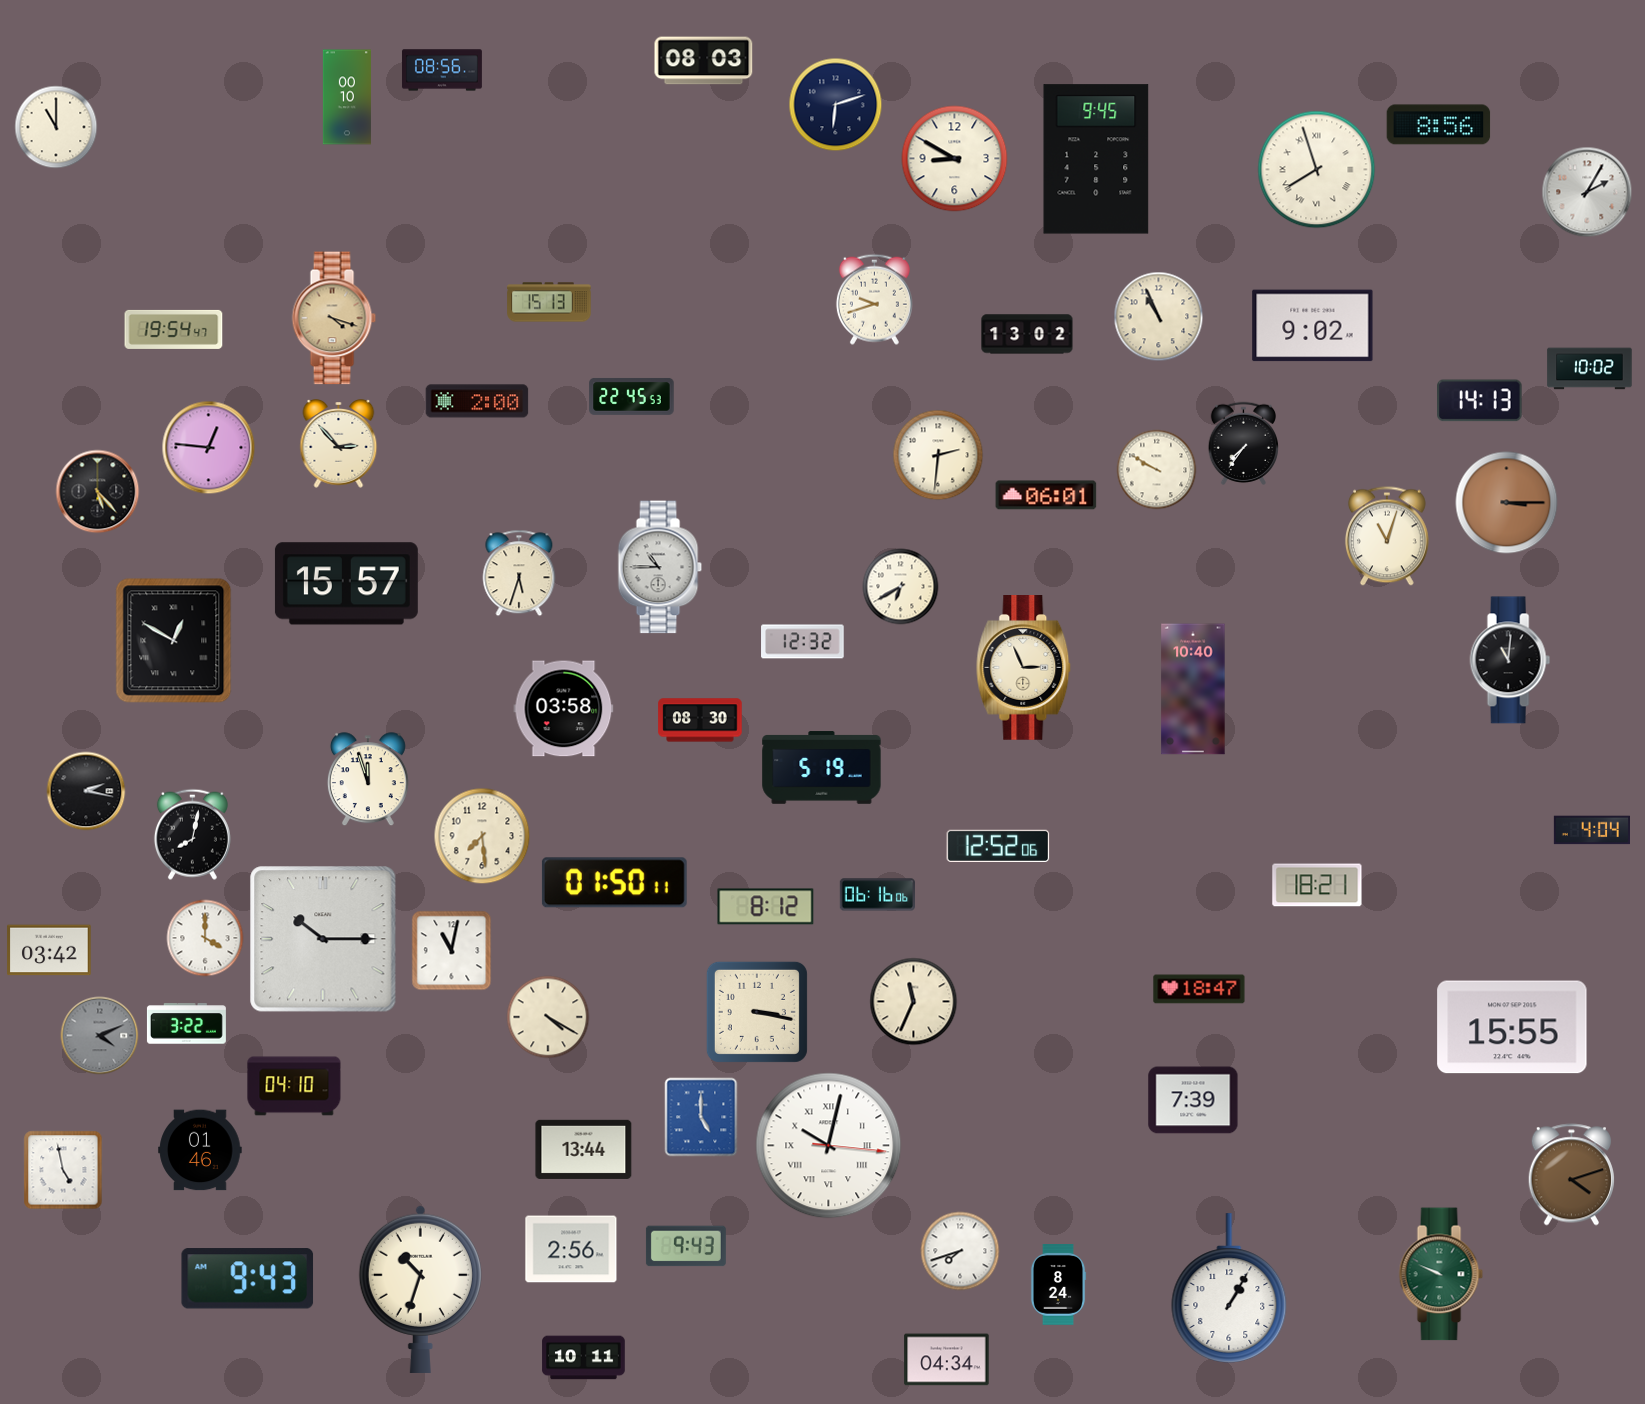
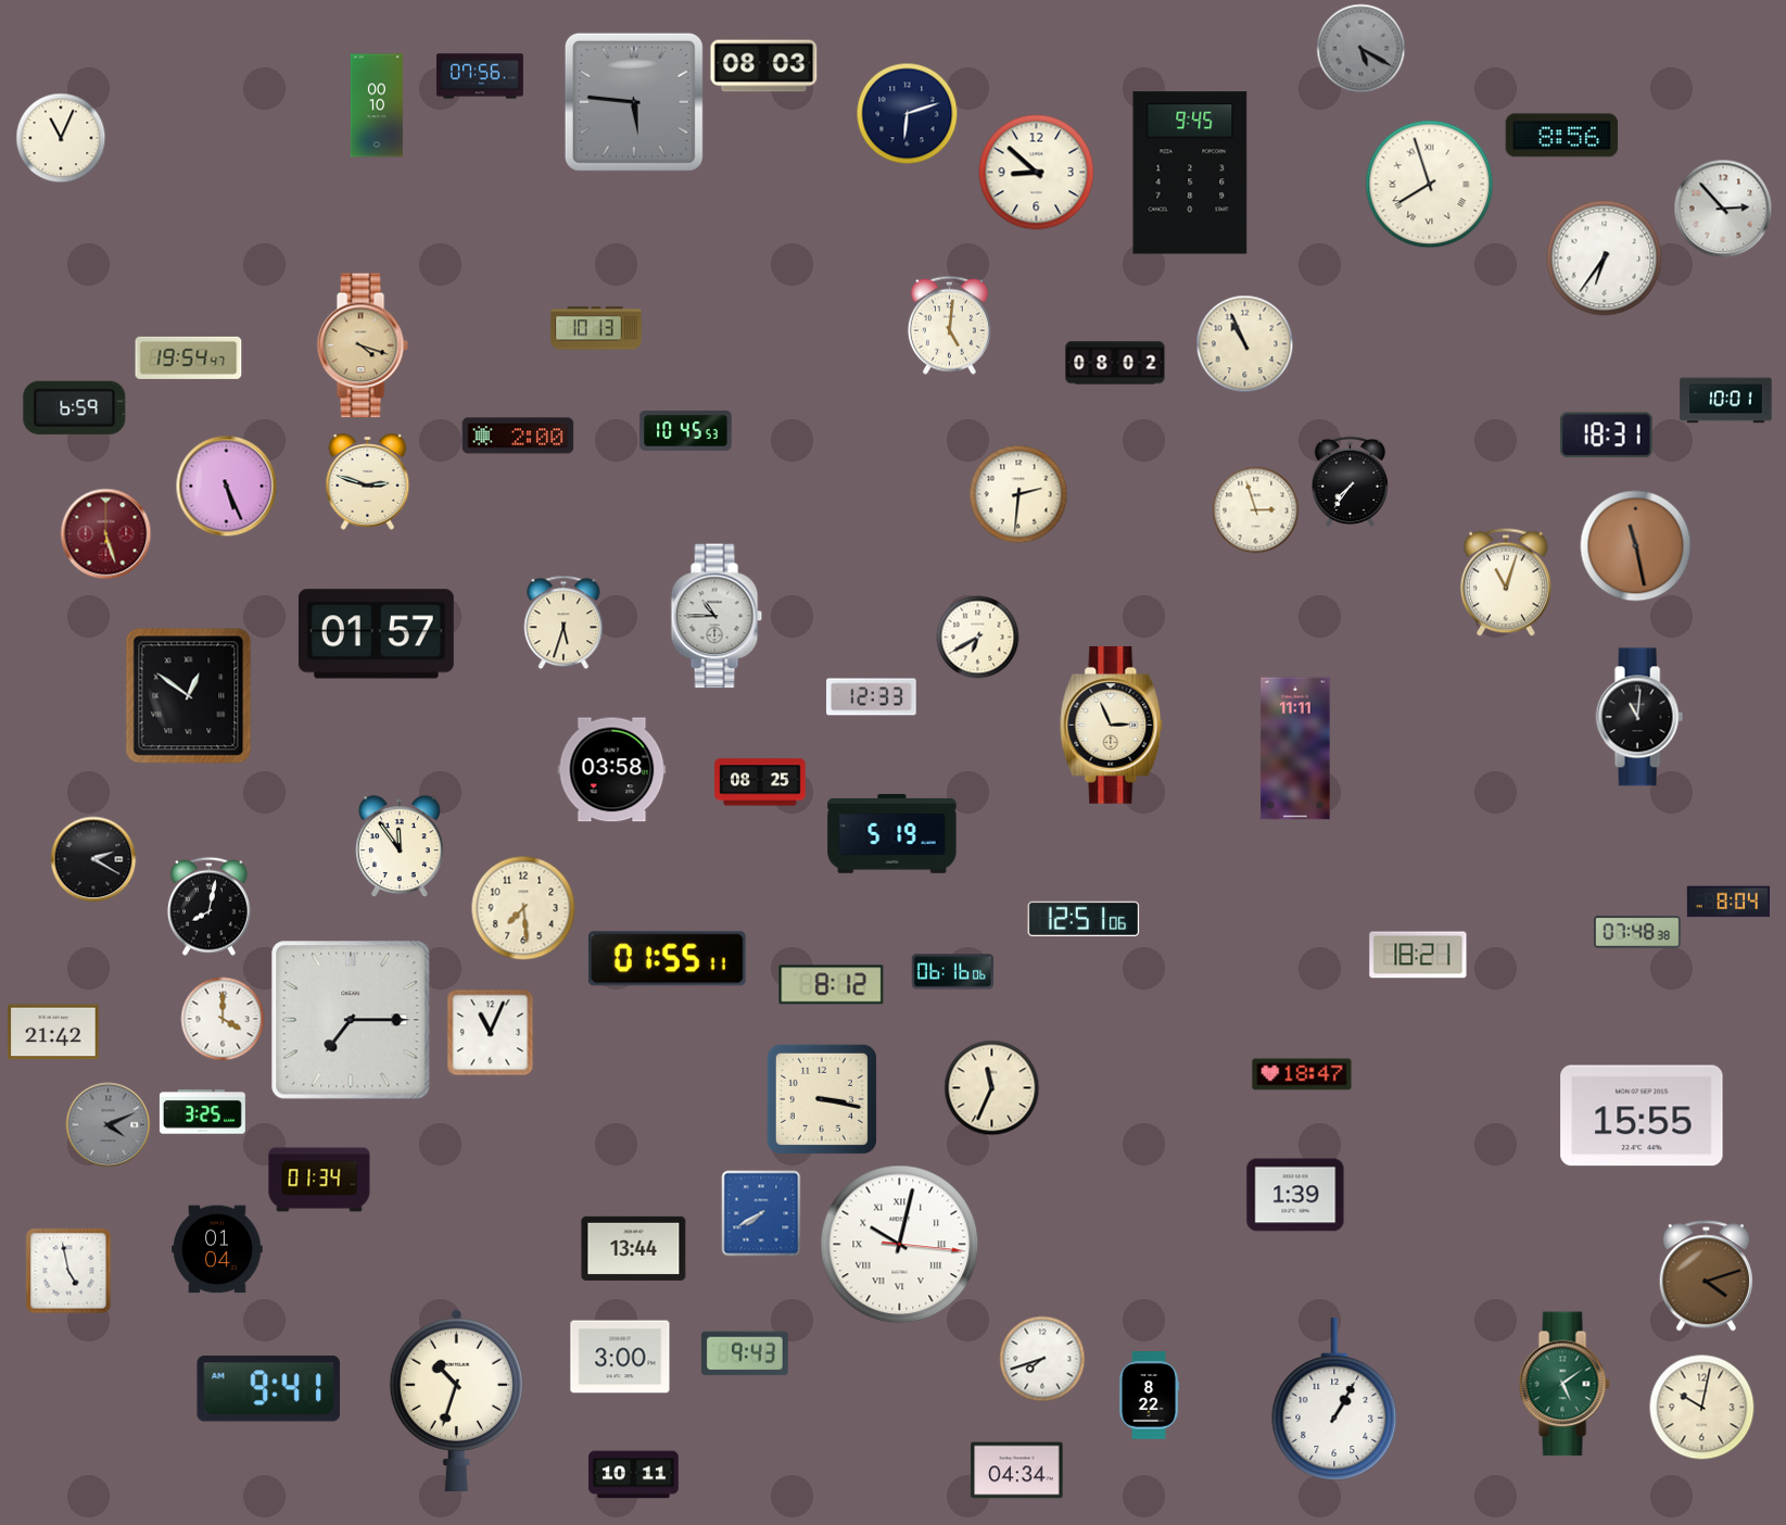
clock at (1361, 49): none -> 5:20
clock at (442, 70): 08:56 -> 07:56
clock at (634, 102): none -> 5:46
clock at (56, 127): 11:00 -> 11:04
clock at (955, 159): 8:50 -> 8:52
clock at (1587, 192): 2:05 -> 2:53
clock at (1605, 259): none -> 6:36
clock at (874, 299): 9:42 -> 5:01
clock at (549, 302): 15:13 -> 10:13
clock at (1159, 317) position: (1159, 317) -> (1245, 344)
clock at (1313, 326): 9:02 -> none
clock at (1027, 334): 13:02 -> 08:02
clock at (1590, 369): 10:02 -> 10:01
clock at (75, 407): none -> 6:59
clock at (632, 396): 22:45 -> 10:45
clock at (1480, 401): 14:13 -> 18:31
clock at (339, 444): 2:53 -> 2:48
clock at (209, 448): 12:46 -> 5:26
clock at (1157, 470): 9:50 -> 2:57
clock at (98, 492): 5:23 -> 5:27
clock at (98, 492) dial: black -> burgundy
clock at (1046, 495): 06:01 -> none
clock at (1507, 503): 3:15 -> 11:28
clock at (346, 584): 15:57 -> 01:57
clock at (174, 641): 12:50 -> 12:51
clock at (803, 642): 12:32 -> 12:33
clock at (1193, 689): 10:40 -> 11:11
clock at (700, 720): 08:30 -> 08:25
clock at (368, 780): 11:57 -> 11:54
clock at (86, 791): 2:17 -> 2:20
clock at (1592, 830): 4:04 -> 8:04
clock at (998, 846): 12:52 -> 12:51
clock at (1637, 932): none -> 07:48
clock at (614, 883): 01:50 -> 01:55
clock at (1317, 885) position: (1317, 885) -> (1418, 955)
clock at (323, 939): 10:15 -> 7:15
clock at (49, 950): 03:42 -> 21:42
clock at (452, 951): 11:02 -> 11:04
clock at (548, 1017): 4:20 -> none
clock at (186, 1024): 3:22 -> 3:25
clock at (294, 1086): 04:10 -> 01:34
clock at (1193, 1100): 7:39 -> 1:39
clock at (701, 1117): 5:00 -> 7:40
clock at (200, 1150): 01:46 -> 01:04
clock at (571, 1249): 2:56 -> 3:00
clock at (1441, 1274): 9:49 -> 5:09
clock at (248, 1279): 9:43 -> 9:41
clock at (1058, 1285): 8:24 -> 8:22
clock at (1702, 1408): none -> 10:02
clock at (947, 1360) position: (947, 1360) -> (1017, 1471)
